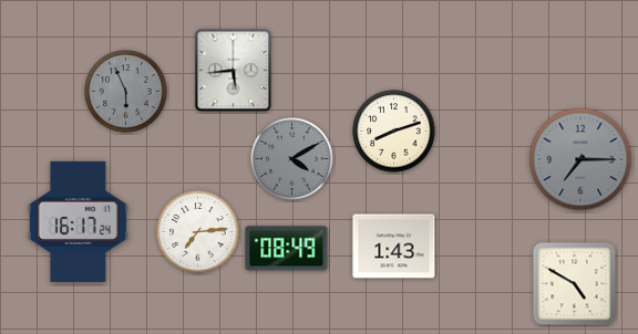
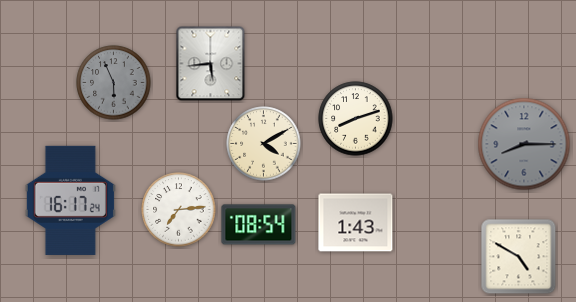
clock at (292, 159) dial: grey -> cream
clock at (580, 159): 7:15 -> 8:15
clock at (287, 249): 08:49 -> 08:54
